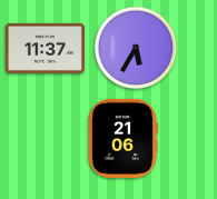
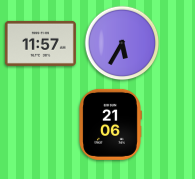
clock at (45, 48): 11:37 -> 11:57
